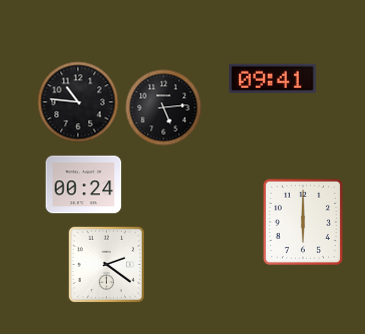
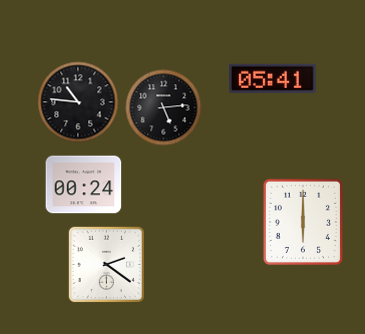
clock at (272, 78): 09:41 -> 05:41
